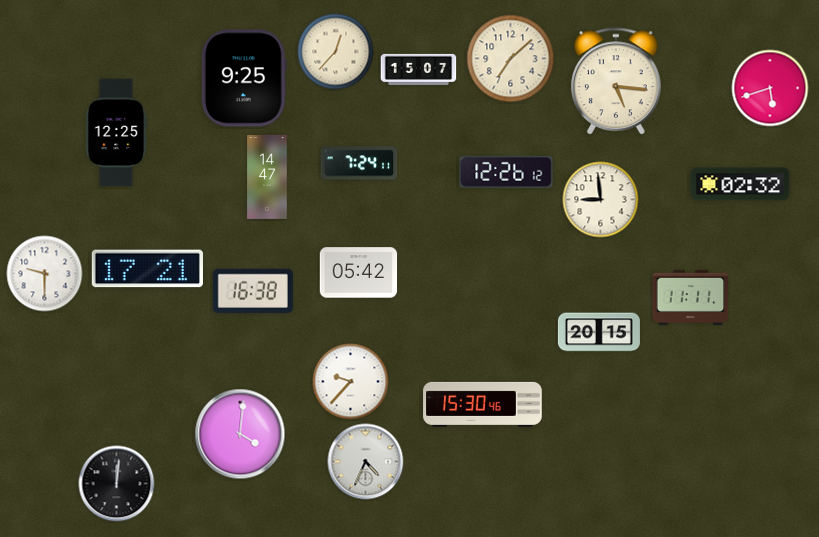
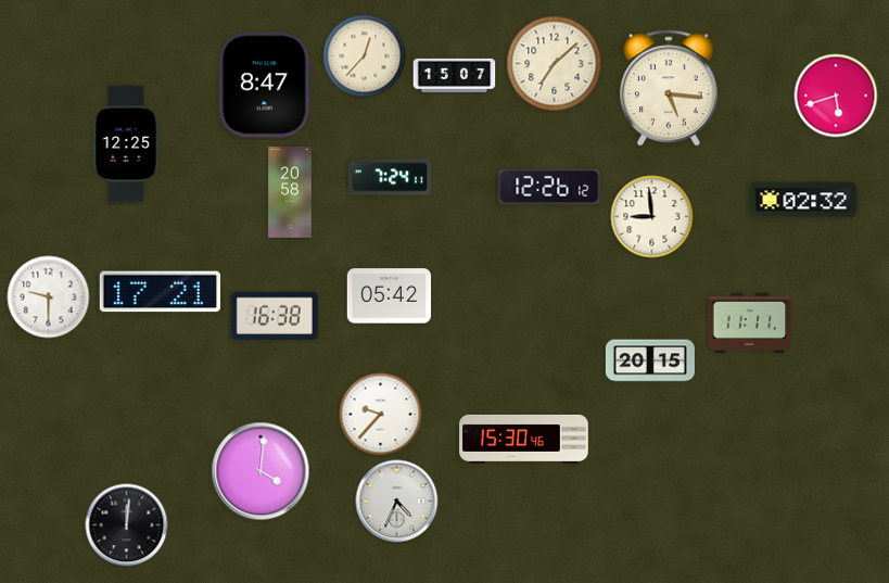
clock at (244, 78): 9:25 -> 8:47
clock at (267, 178): 14:47 -> 20:58
